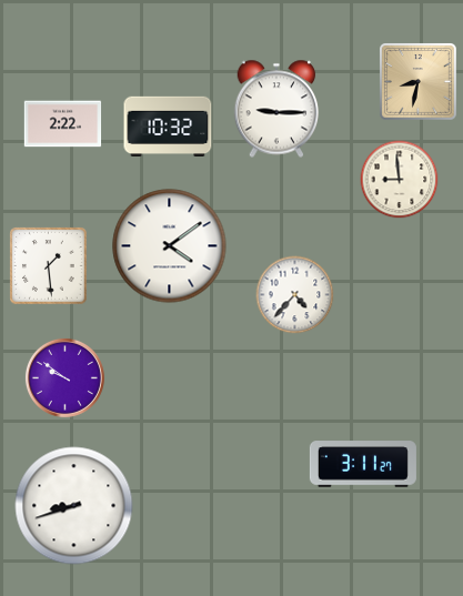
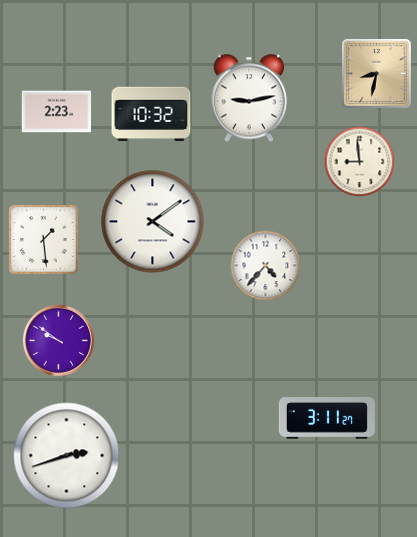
clock at (276, 109): 9:15 -> 9:13
clock at (63, 124): 2:22 -> 2:23
clock at (74, 506): 8:42 -> 2:42
